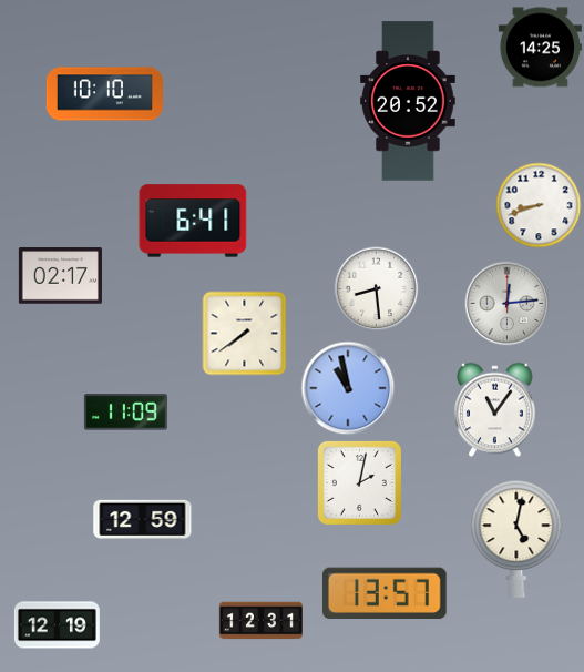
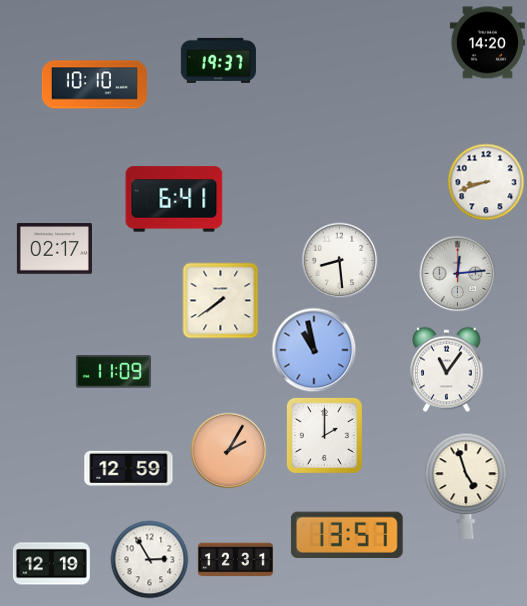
clock at (540, 48): 14:25 -> 14:20
clock at (218, 60): none -> 19:37
clock at (408, 101): 20:52 -> none
clock at (539, 205) position: (539, 205) -> (486, 182)
clock at (359, 482): 2:02 -> 2:00
clock at (229, 451): none -> 2:05
clock at (516, 539): 5:02 -> 4:57
clock at (150, 560): none -> 2:55
